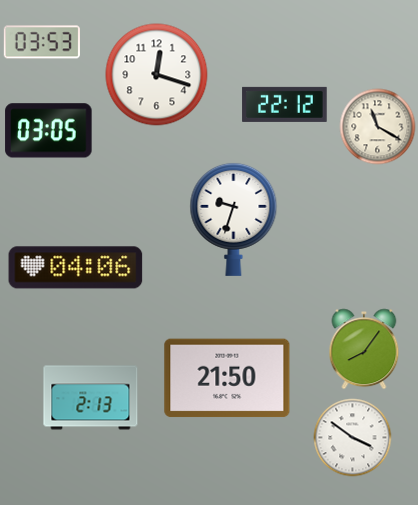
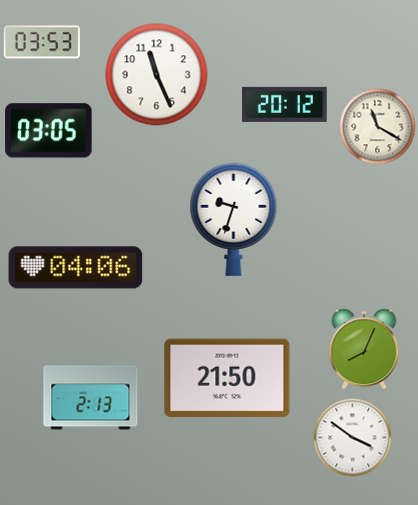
clock at (157, 75): 12:18 -> 11:26
clock at (285, 104): 22:12 -> 20:12
clock at (364, 349): 8:06 -> 8:04
